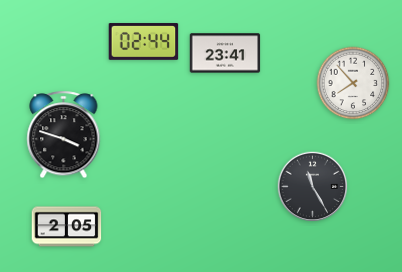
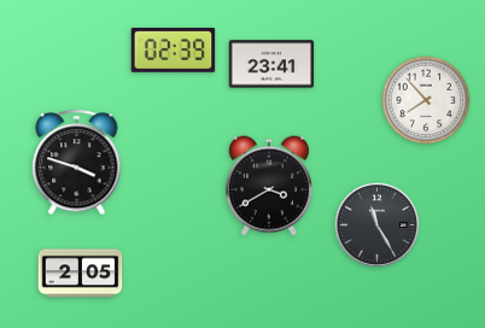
clock at (144, 42): 02:44 -> 02:39
clock at (269, 186): none -> 3:40
